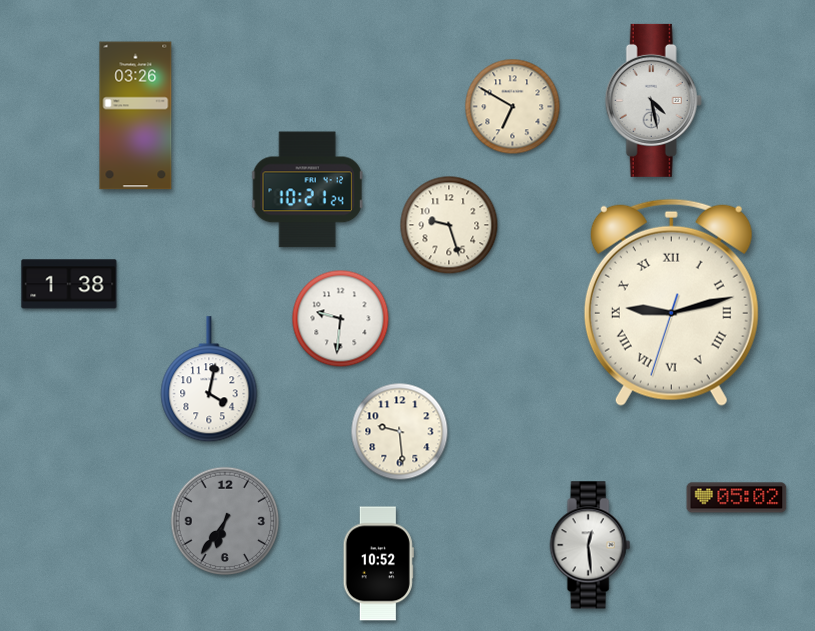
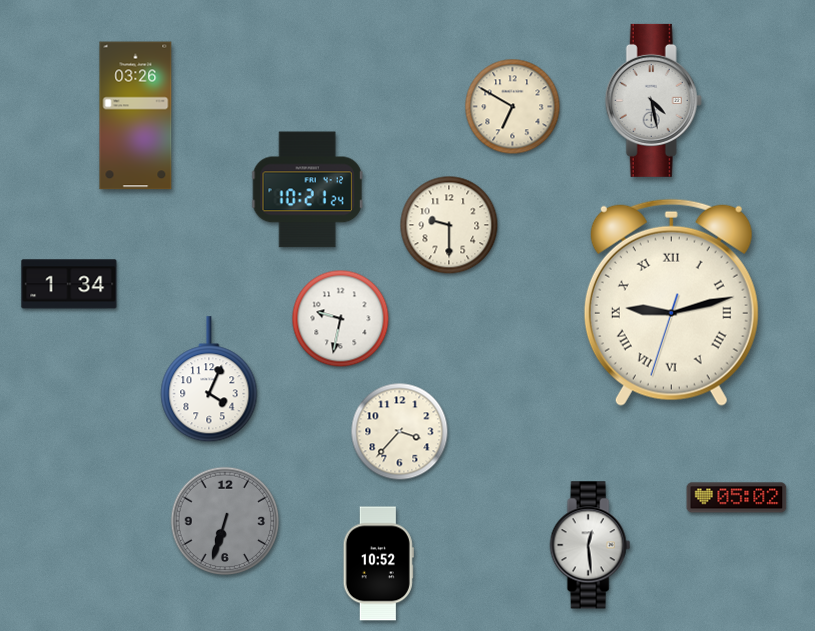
clock at (449, 225): 9:27 -> 9:30
clock at (69, 284): 1:38 -> 1:34
clock at (341, 319): 9:31 -> 9:32
clock at (209, 380): 4:02 -> 4:04
clock at (400, 432): 9:29 -> 3:37
clock at (225, 521): 6:36 -> 6:33
